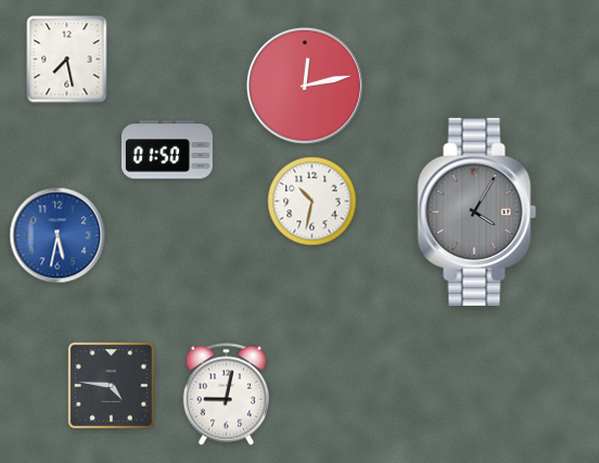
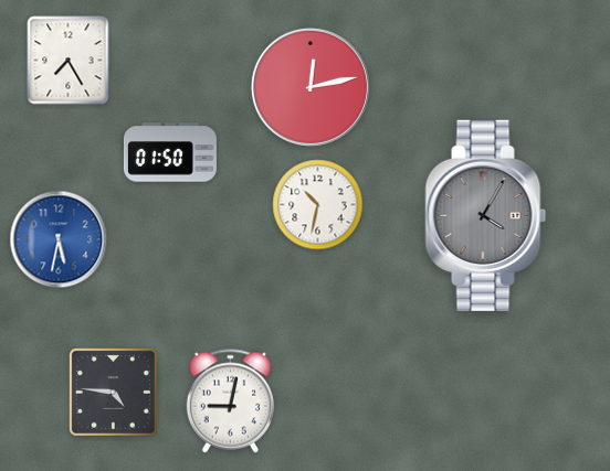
clock at (67, 60): 7:28 -> 7:25
